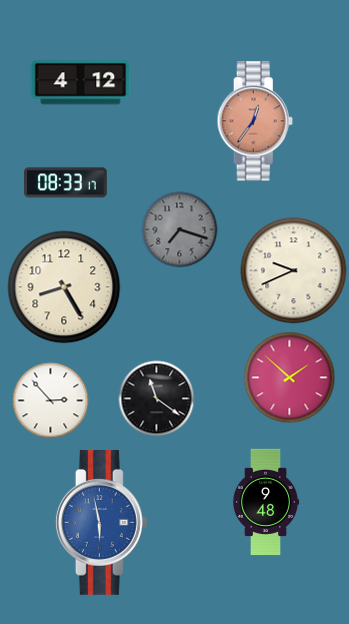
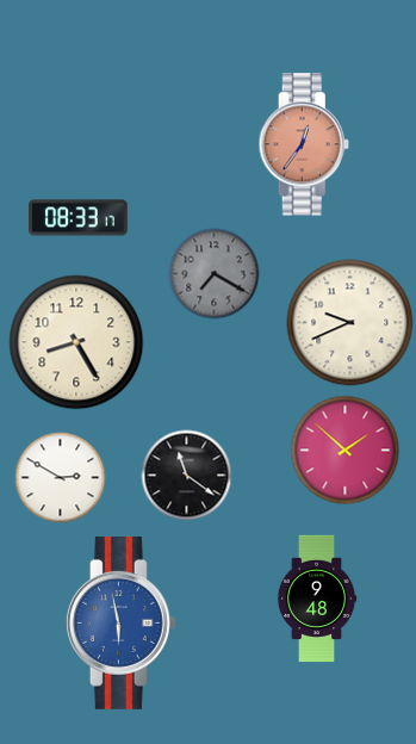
clock at (81, 83): 4:12 -> none
clock at (180, 230): 7:18 -> 7:20
clock at (51, 401): 2:53 -> 2:50
